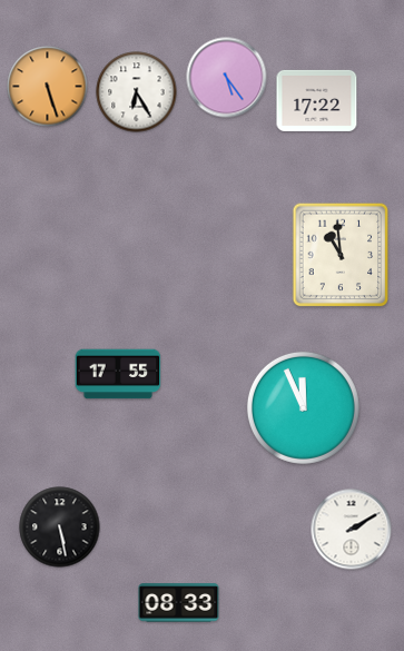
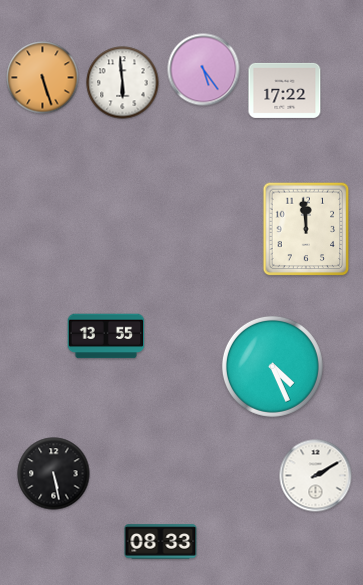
clock at (137, 92): 6:25 -> 5:59
clock at (341, 255): 10:59 -> 11:59
clock at (118, 374): 17:55 -> 13:55
clock at (303, 407): 11:56 -> 4:26
